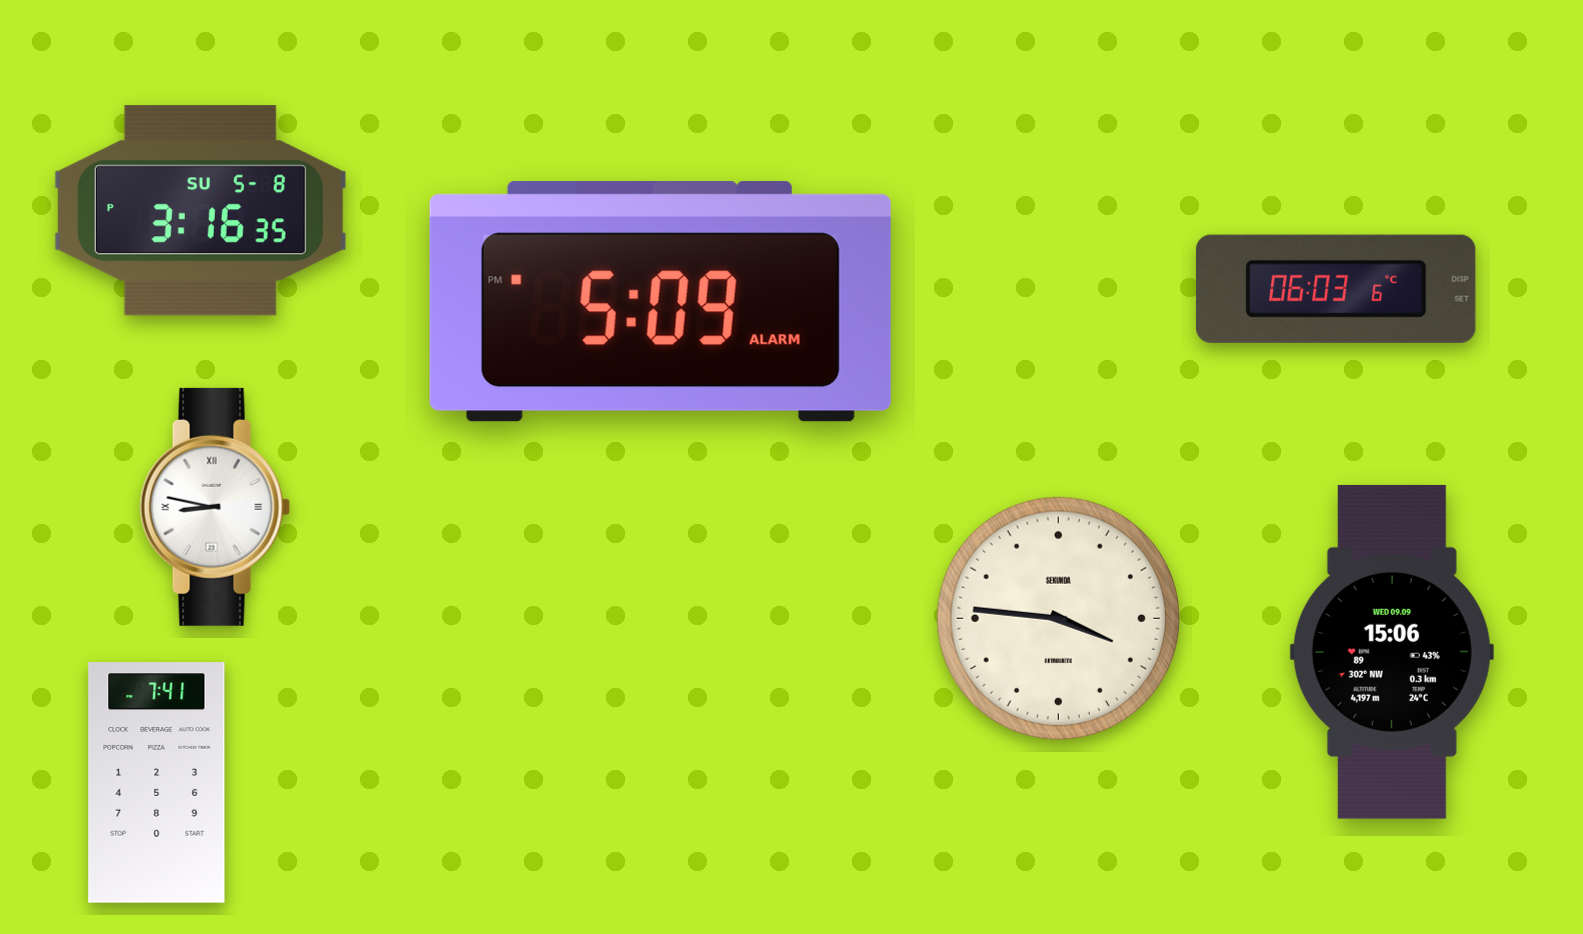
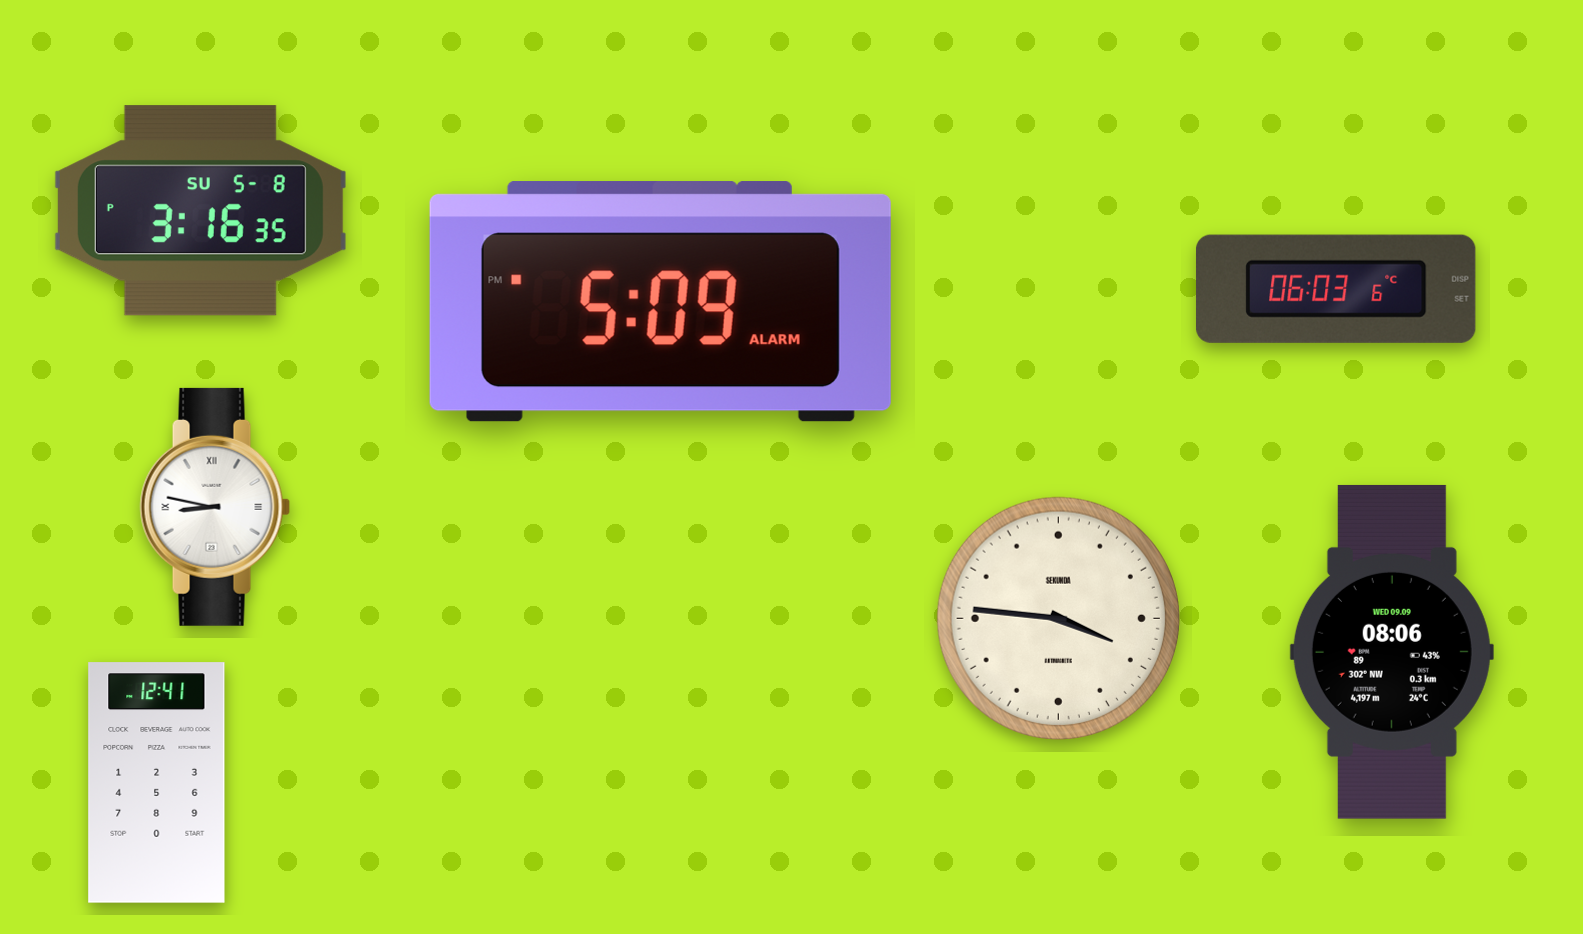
clock at (1392, 652): 15:06 -> 08:06
clock at (157, 783): 7:41 -> 12:41
